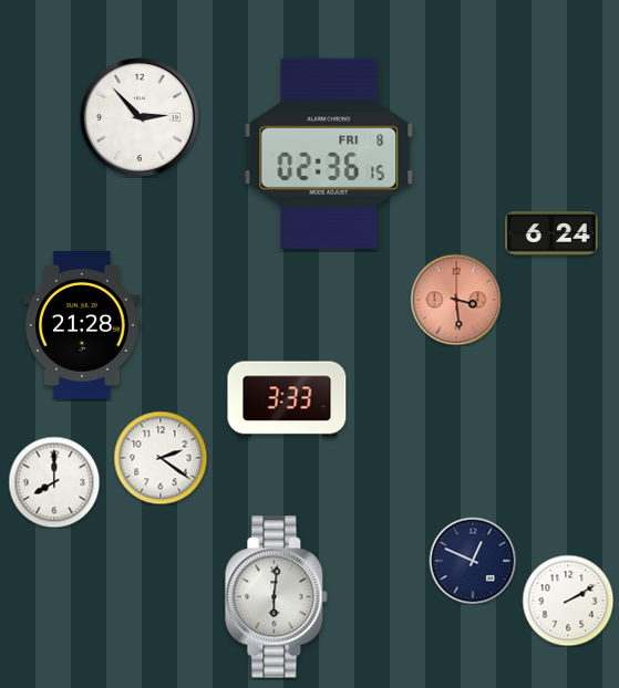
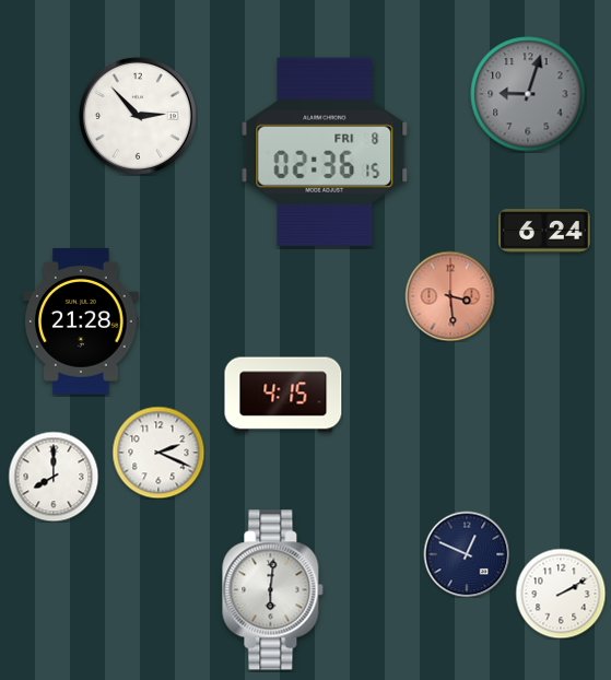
clock at (528, 94): none -> 9:03
clock at (287, 399): 3:33 -> 4:15
clock at (161, 458): 2:21 -> 2:19
